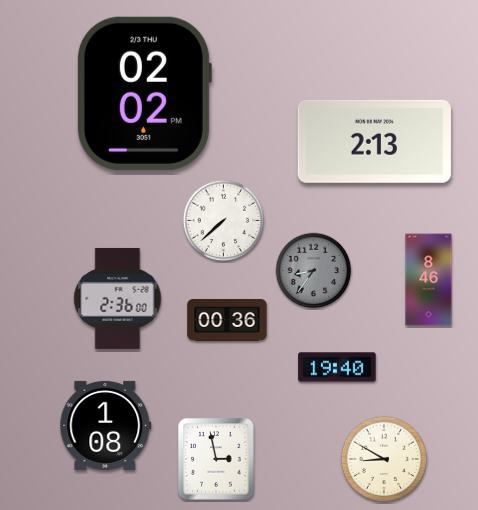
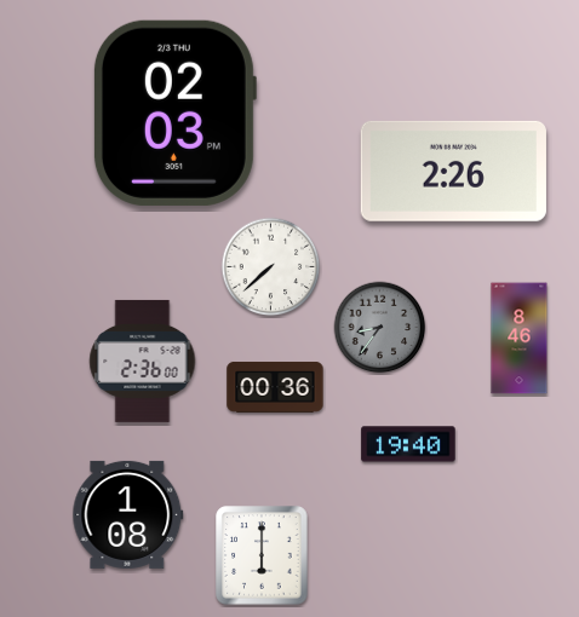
clock at (144, 93): 02:02 -> 02:03
clock at (374, 141): 2:13 -> 2:26
clock at (216, 459): 2:58 -> 6:00
clock at (384, 459): 8:50 -> none
